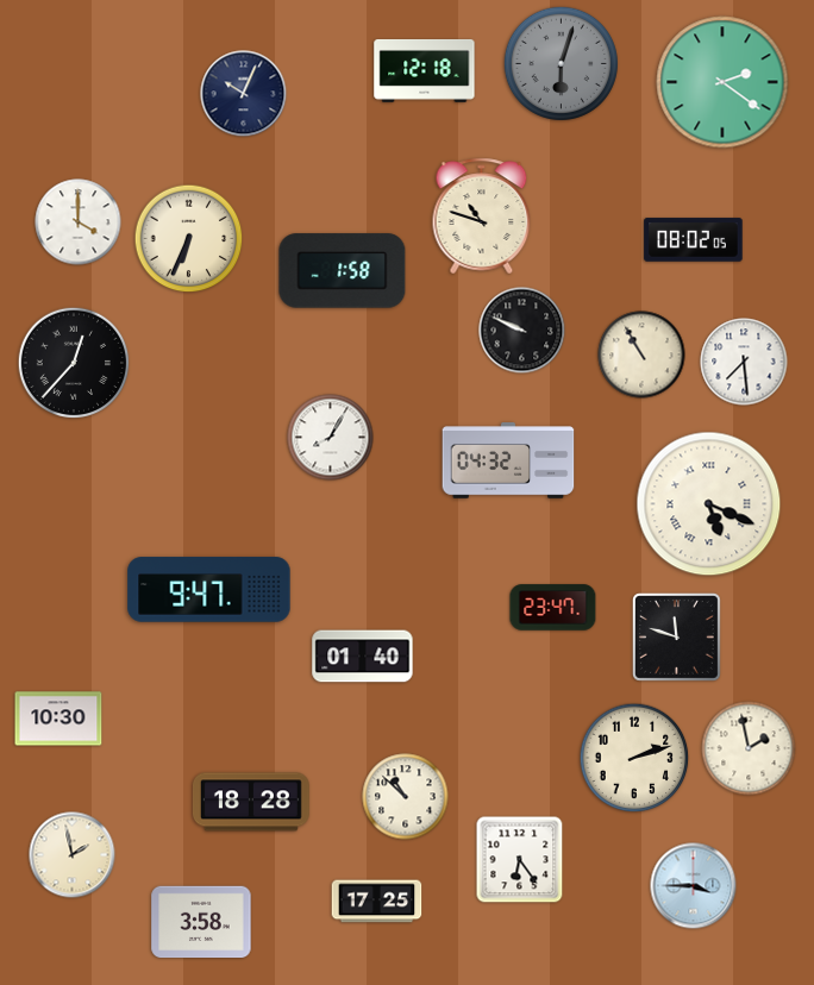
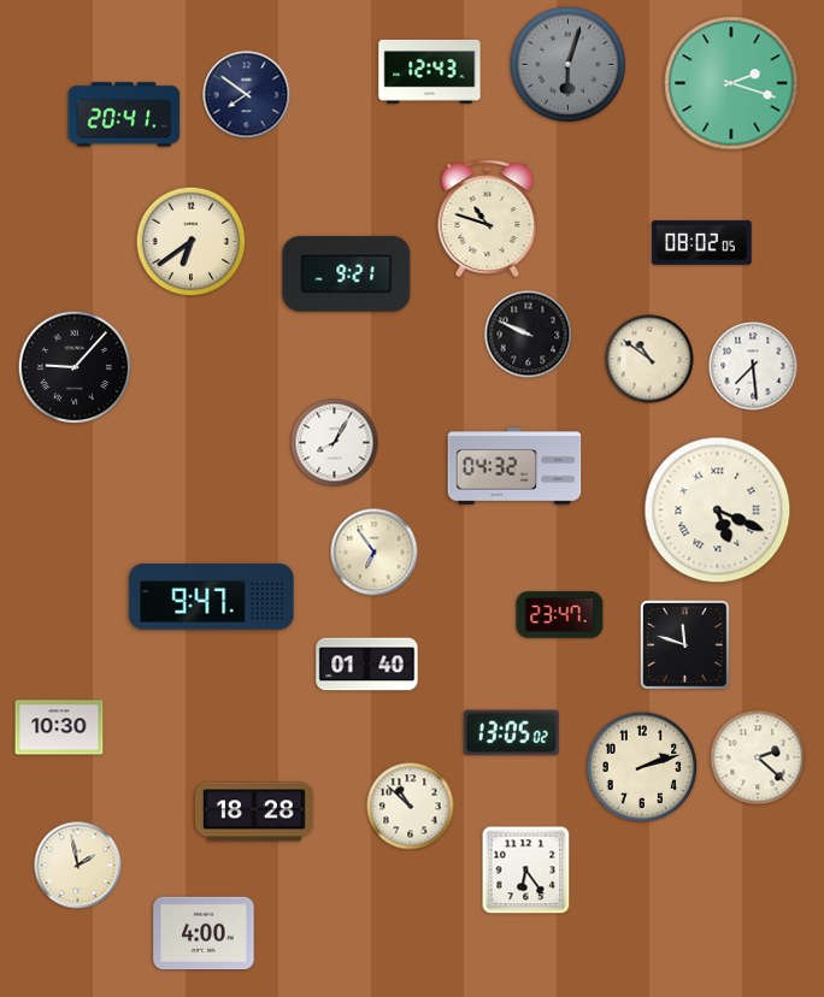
clock at (425, 70): 12:18 -> 12:43
clock at (722, 82): 2:21 -> 2:18
clock at (244, 94): 10:04 -> 7:51
clock at (124, 114): none -> 20:41
clock at (79, 222): 4:00 -> none
clock at (189, 239): 6:34 -> 6:39
clock at (343, 271): 1:58 -> 9:21
clock at (641, 355): 10:55 -> 10:51
clock at (74, 363): 12:37 -> 9:07
clock at (375, 553): none -> 6:54
clock at (511, 733): none -> 13:05
clock at (749, 748): 1:58 -> 2:22
clock at (73, 855) position: (73, 855) -> (78, 866)
clock at (694, 886): 3:45 -> none
clock at (377, 902): 17:25 -> none
clock at (201, 922): 3:58 -> 4:00
